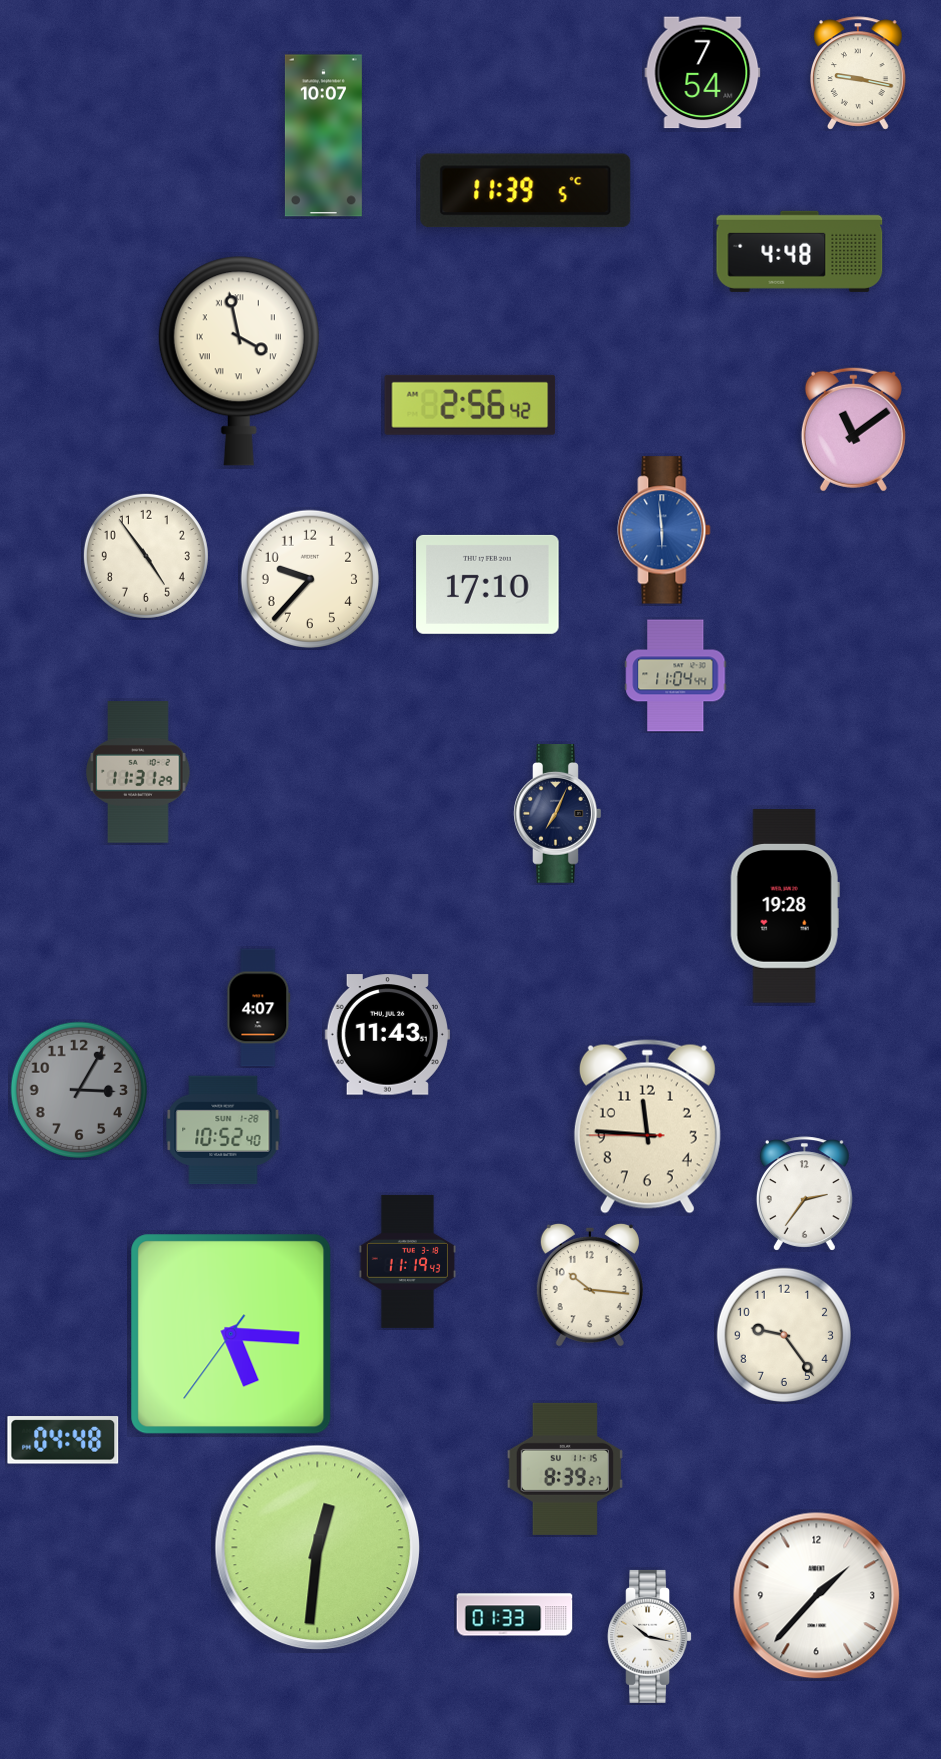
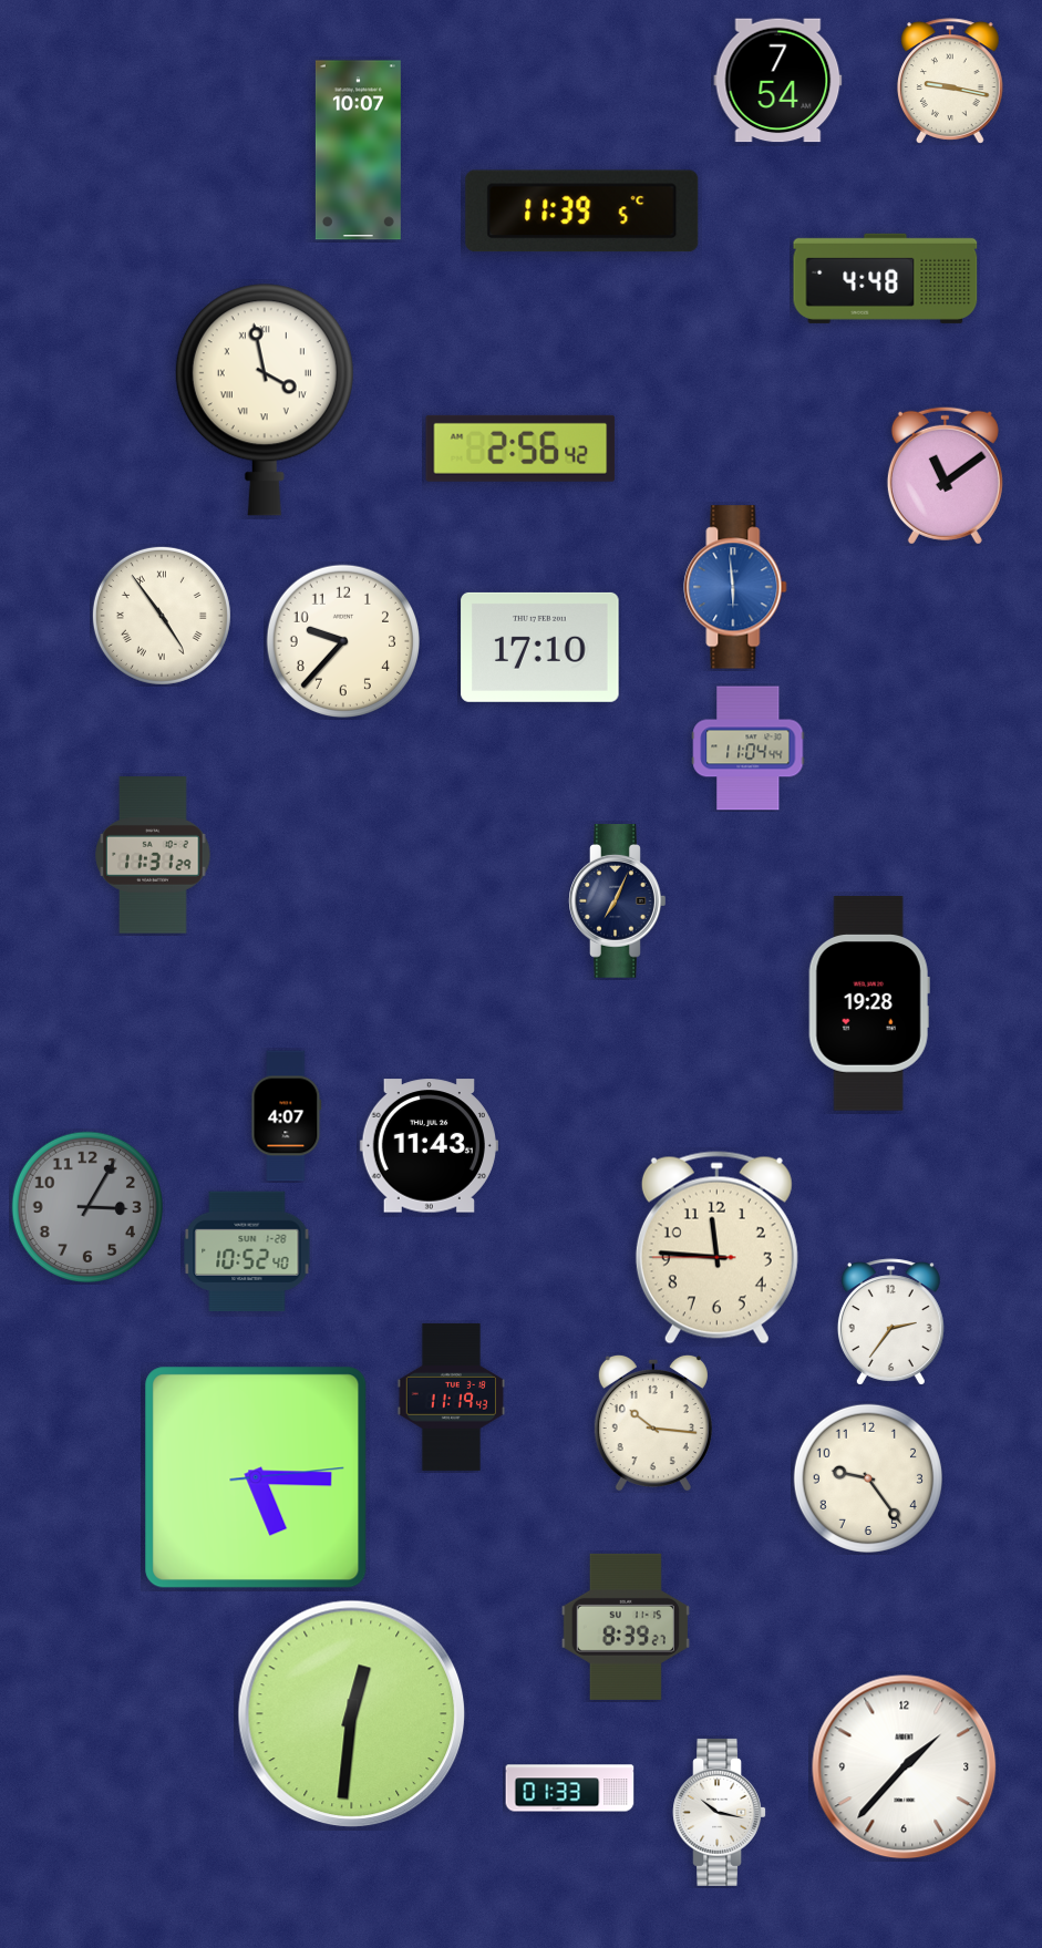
clock at (146, 556) numerals: Arabic -> Roman
clock at (231, 1334): 5:15:36 -> 5:15:14
clock at (63, 1440): 04:48 -> none
